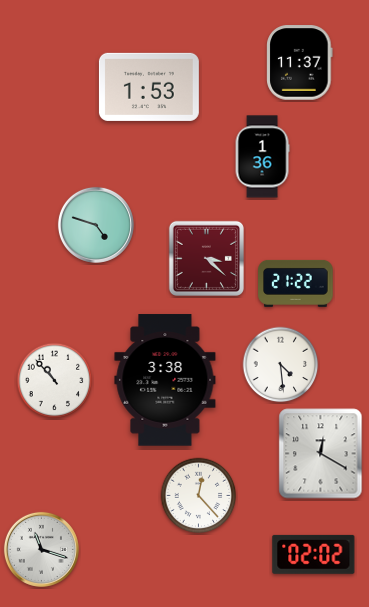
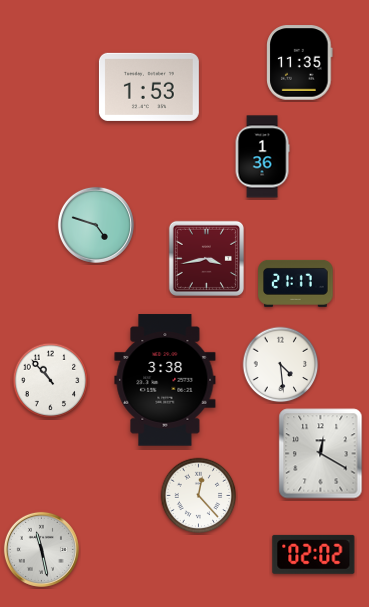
clock at (300, 63): 11:37 -> 11:35
clock at (206, 258): 3:22 -> 3:43
clock at (296, 283): 21:22 -> 21:17
clock at (55, 381) position: (55, 381) -> (51, 381)
clock at (41, 549): 11:18 -> 11:28
